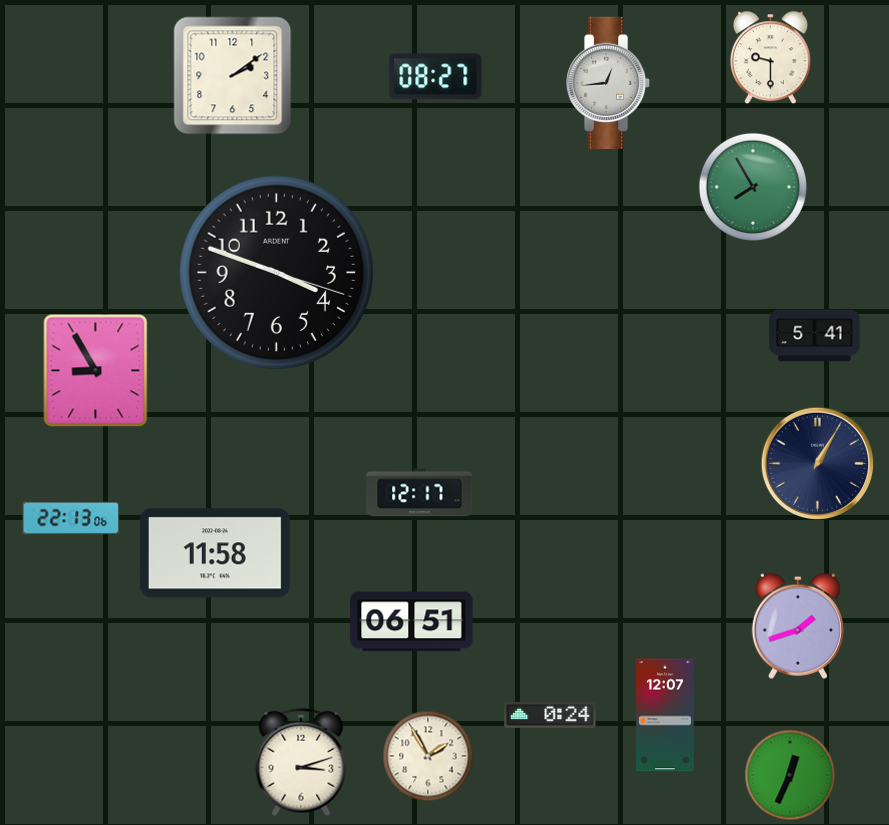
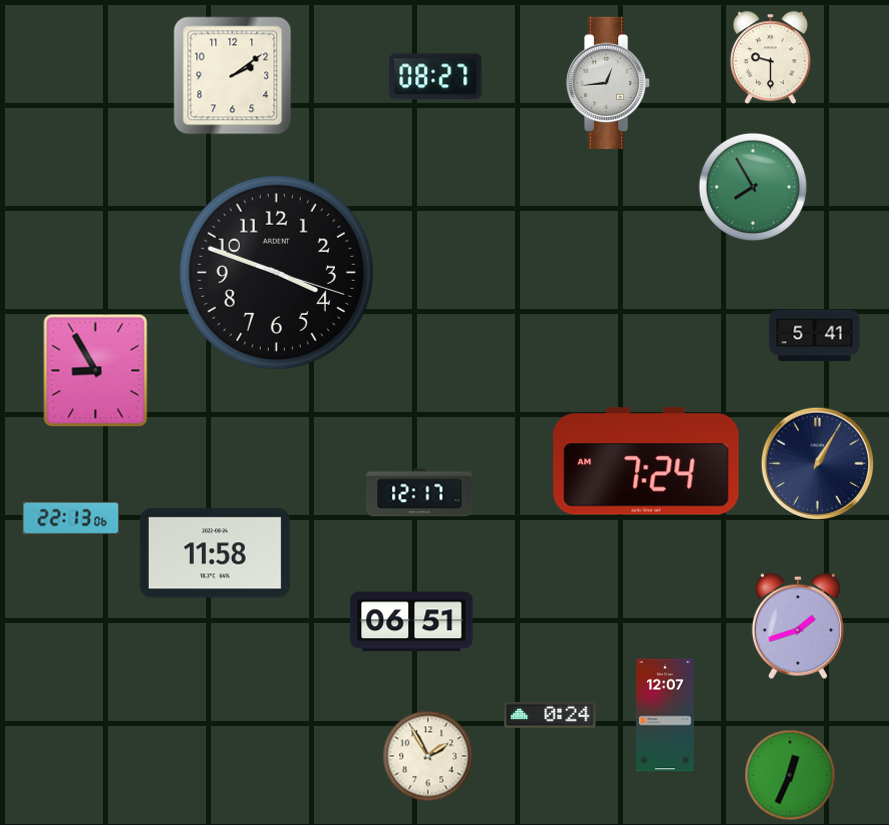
clock at (646, 461): none -> 7:24
clock at (301, 762): 3:12 -> none
